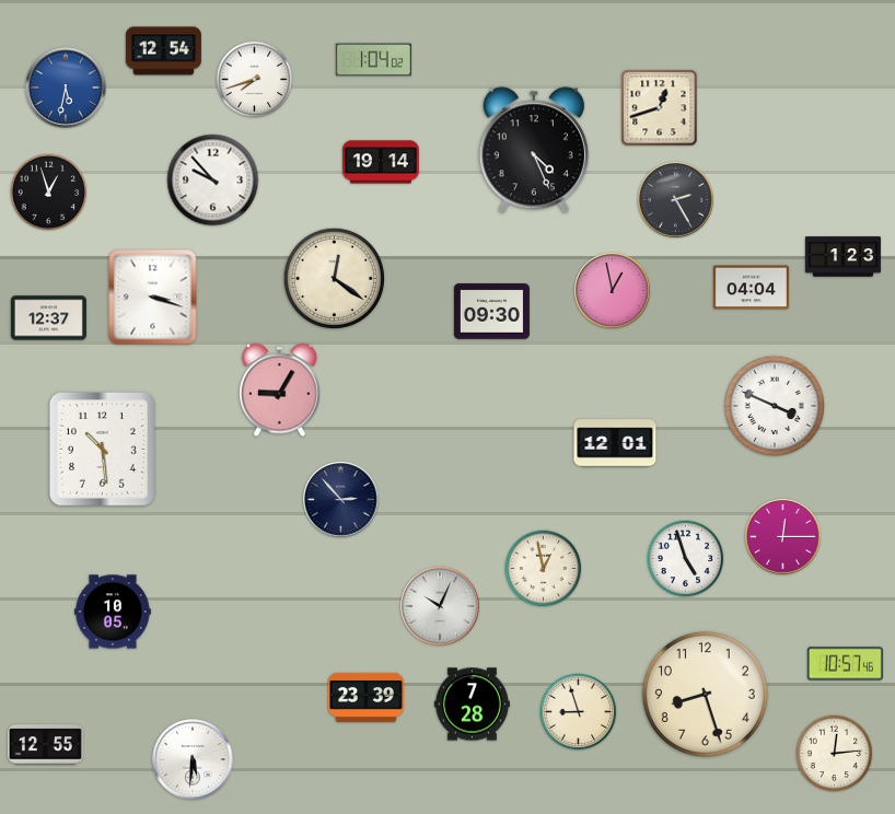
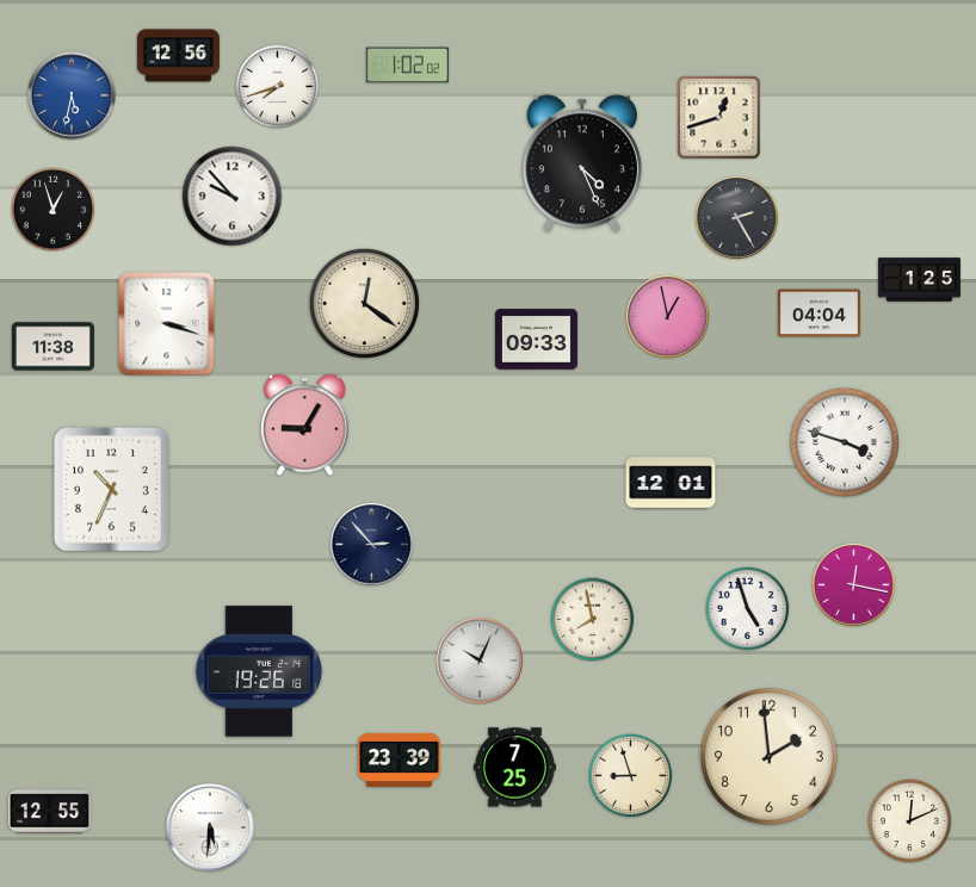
clock at (163, 51): 12:54 -> 12:56
clock at (373, 60): 1:04 -> 1:02
clock at (382, 162): 19:14 -> none
clock at (842, 257): 1:23 -> 1:25
clock at (491, 312): 09:30 -> 09:33
clock at (48, 318): 12:37 -> 11:38
clock at (774, 405): 3:49 -> 3:48
clock at (102, 449): 10:29 -> 10:34
clock at (783, 537): 12:15 -> 12:17
clock at (544, 569): 12:58 -> 7:58
clock at (114, 612): 10:05 -> none
clock at (259, 671): none -> 19:26
clock at (845, 664): 10:57 -> none
clock at (705, 694): 8:27 -> 1:59
clock at (472, 705): 7:28 -> 7:25
clock at (835, 754): 12:14 -> 12:11
